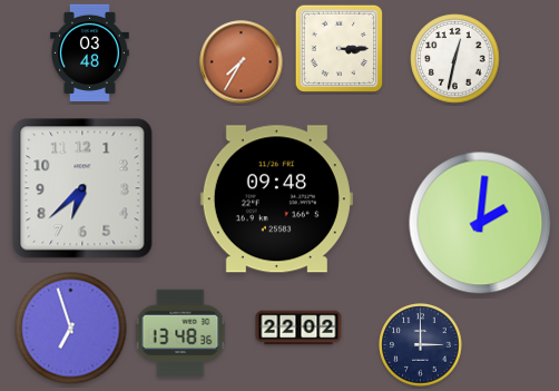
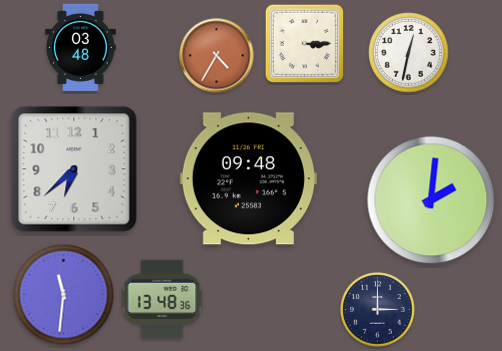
clock at (242, 62): 7:35 -> 4:35
clock at (298, 328): 22:02 -> none
clock at (71, 329): 6:57 -> 11:31
